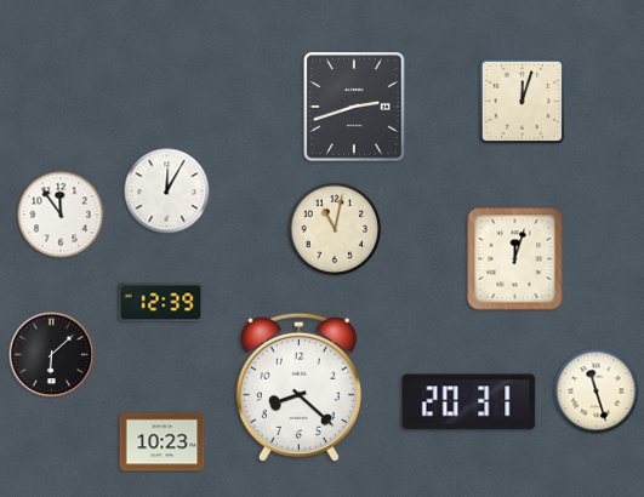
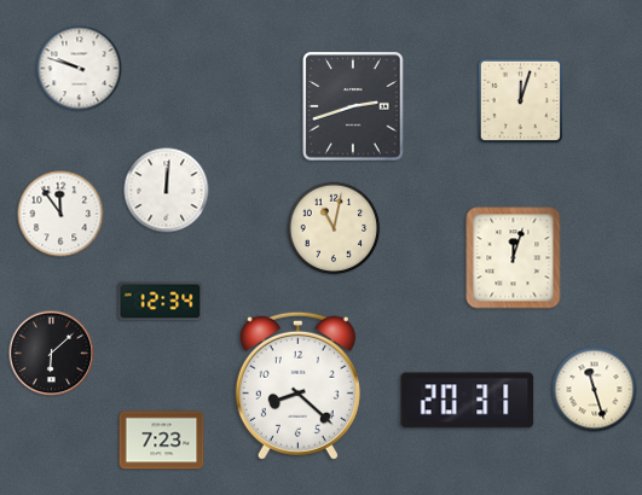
clock at (80, 69): none -> 9:48
clock at (167, 192): 12:05 -> 12:01
clock at (161, 303): 12:39 -> 12:34
clock at (163, 442): 10:23 -> 7:23
